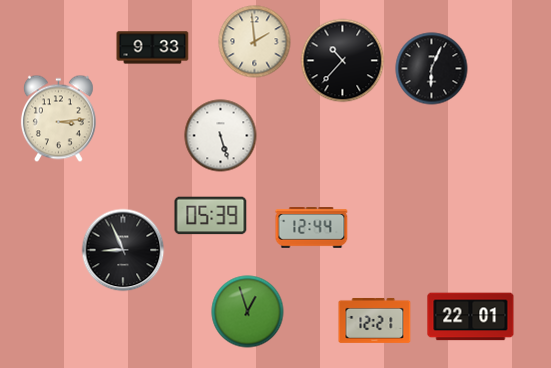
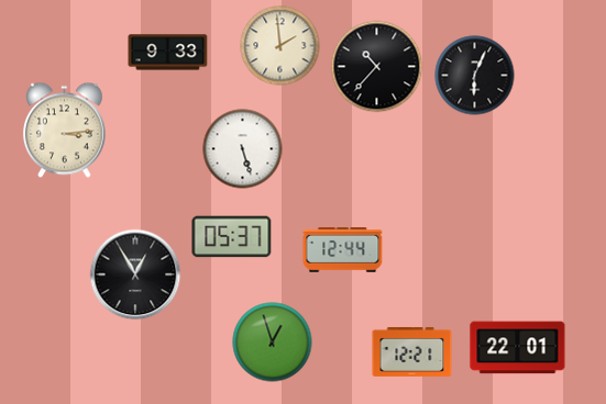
clock at (211, 216): 05:39 -> 05:37
clock at (123, 250): 8:56 -> 12:55
